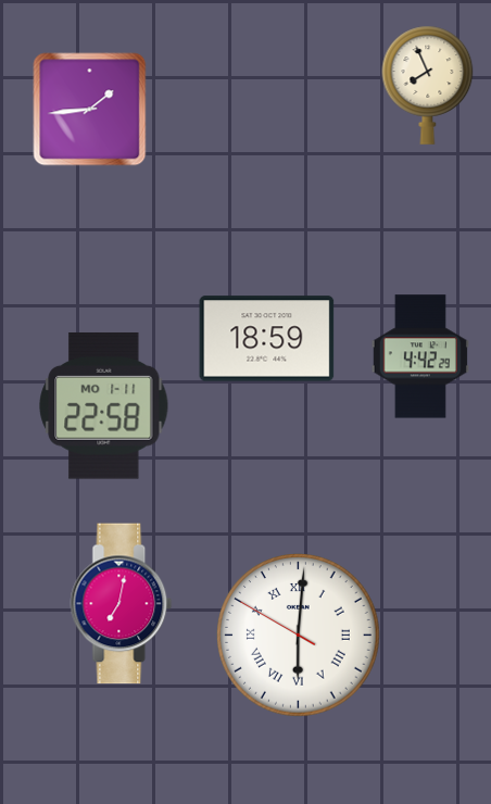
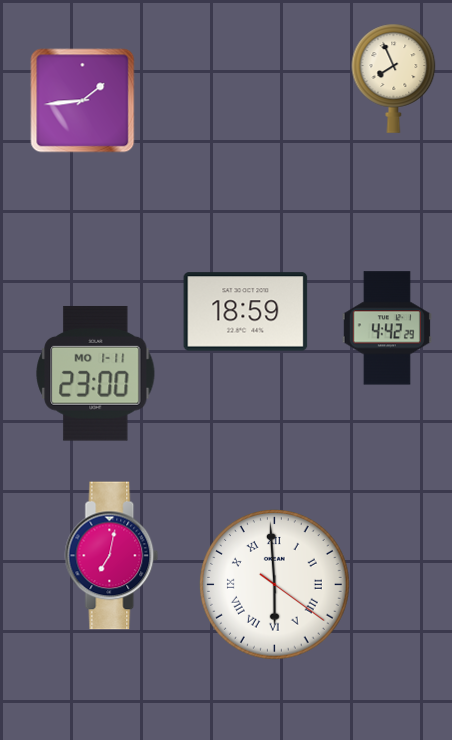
clock at (104, 406): 22:58 -> 23:00
clock at (299, 636): 6:00 -> 5:59
